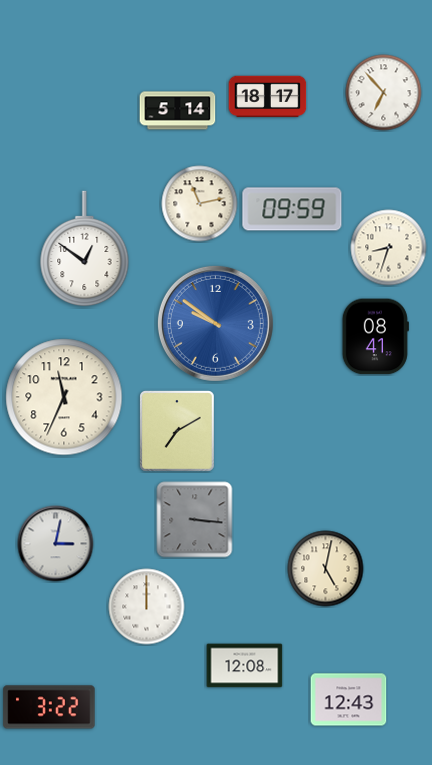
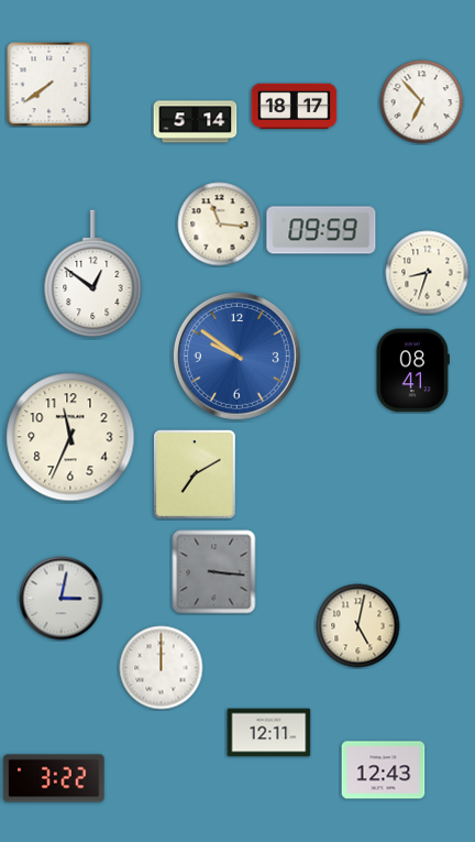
clock at (49, 85): none -> 7:39
clock at (200, 204): 11:13 -> 11:16
clock at (245, 666): 12:08 -> 12:11
